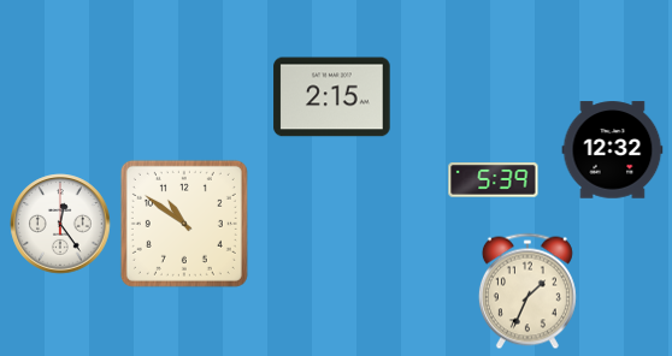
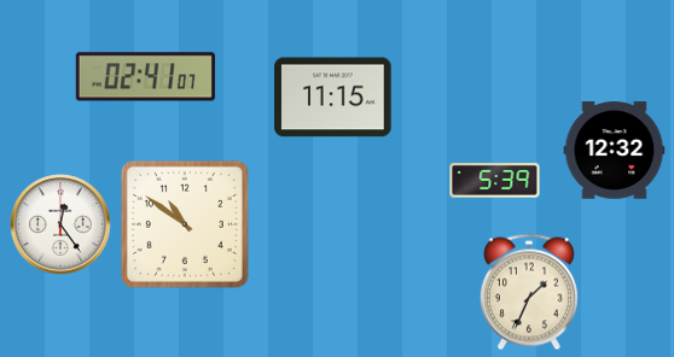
clock at (145, 77): none -> 02:41
clock at (332, 97): 2:15 -> 11:15
